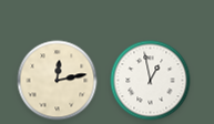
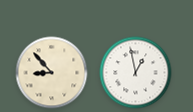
clock at (58, 81): 12:13 -> 8:53
